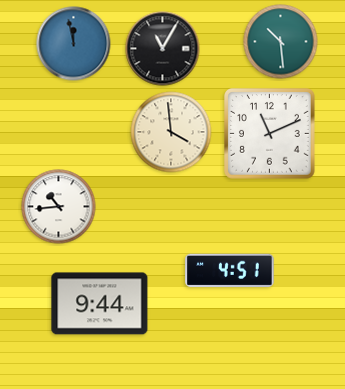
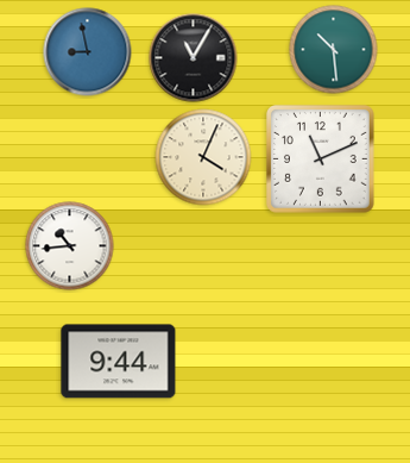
clock at (74, 44): 11:58 -> 8:58
clock at (171, 132): 3:59 -> 4:04
clock at (230, 271): 4:51 -> none
